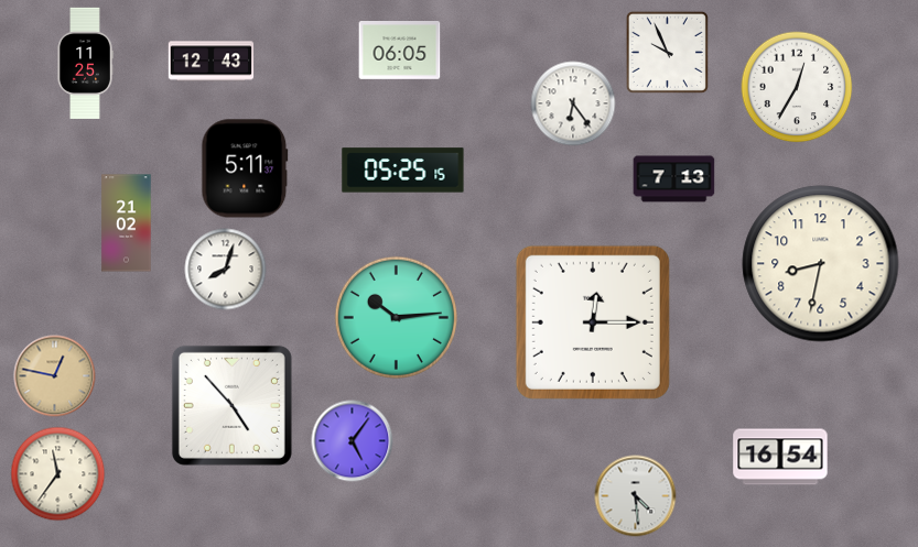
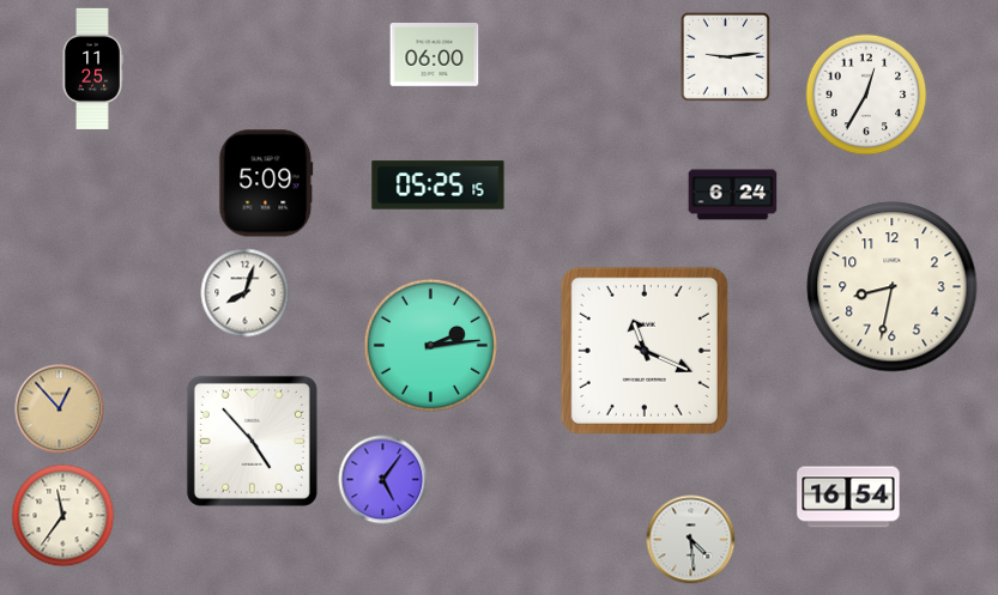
clock at (400, 51): 06:05 -> 06:00
clock at (667, 52): 9:56 -> 9:14
clock at (212, 62): 12:43 -> none
clock at (573, 103): 6:24 -> none
clock at (245, 168): 5:11 -> 5:09
clock at (674, 179): 7:13 -> 6:24
clock at (127, 223): 21:02 -> none
clock at (396, 317): 10:14 -> 2:14
clock at (593, 322): 12:15 -> 11:19
clock at (55, 376): 12:47 -> 12:53
